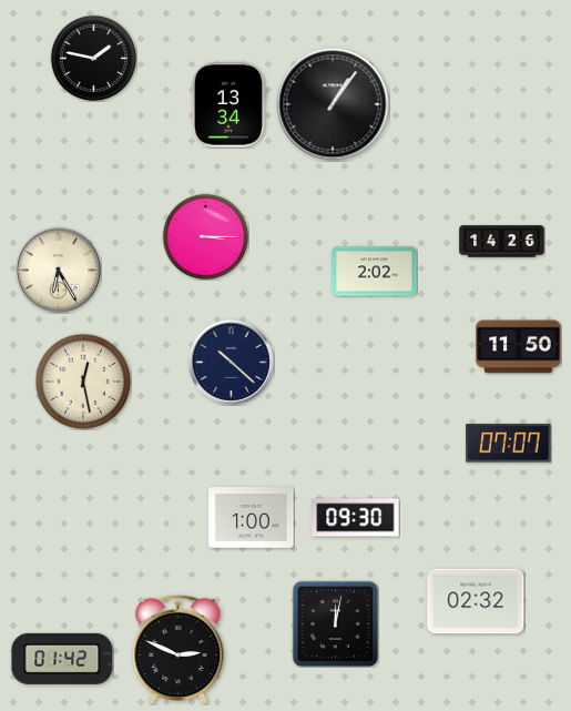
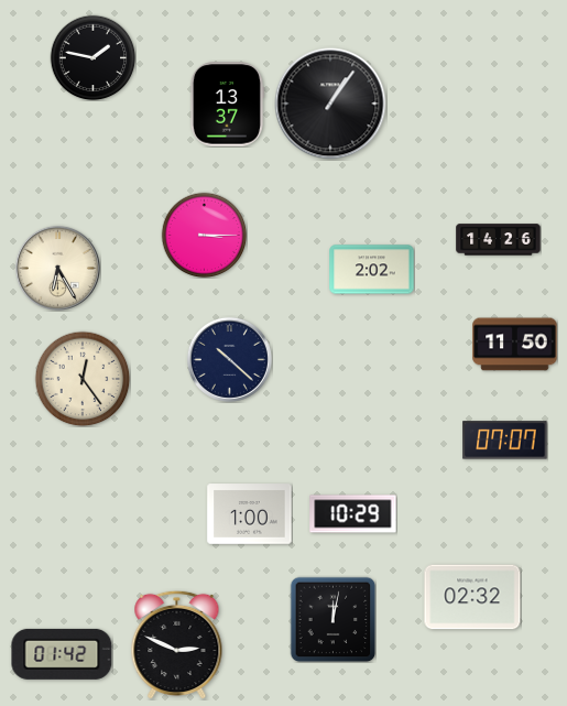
clock at (227, 105): 13:34 -> 13:37
clock at (83, 382): 12:28 -> 12:24
clock at (356, 518): 09:30 -> 10:29
